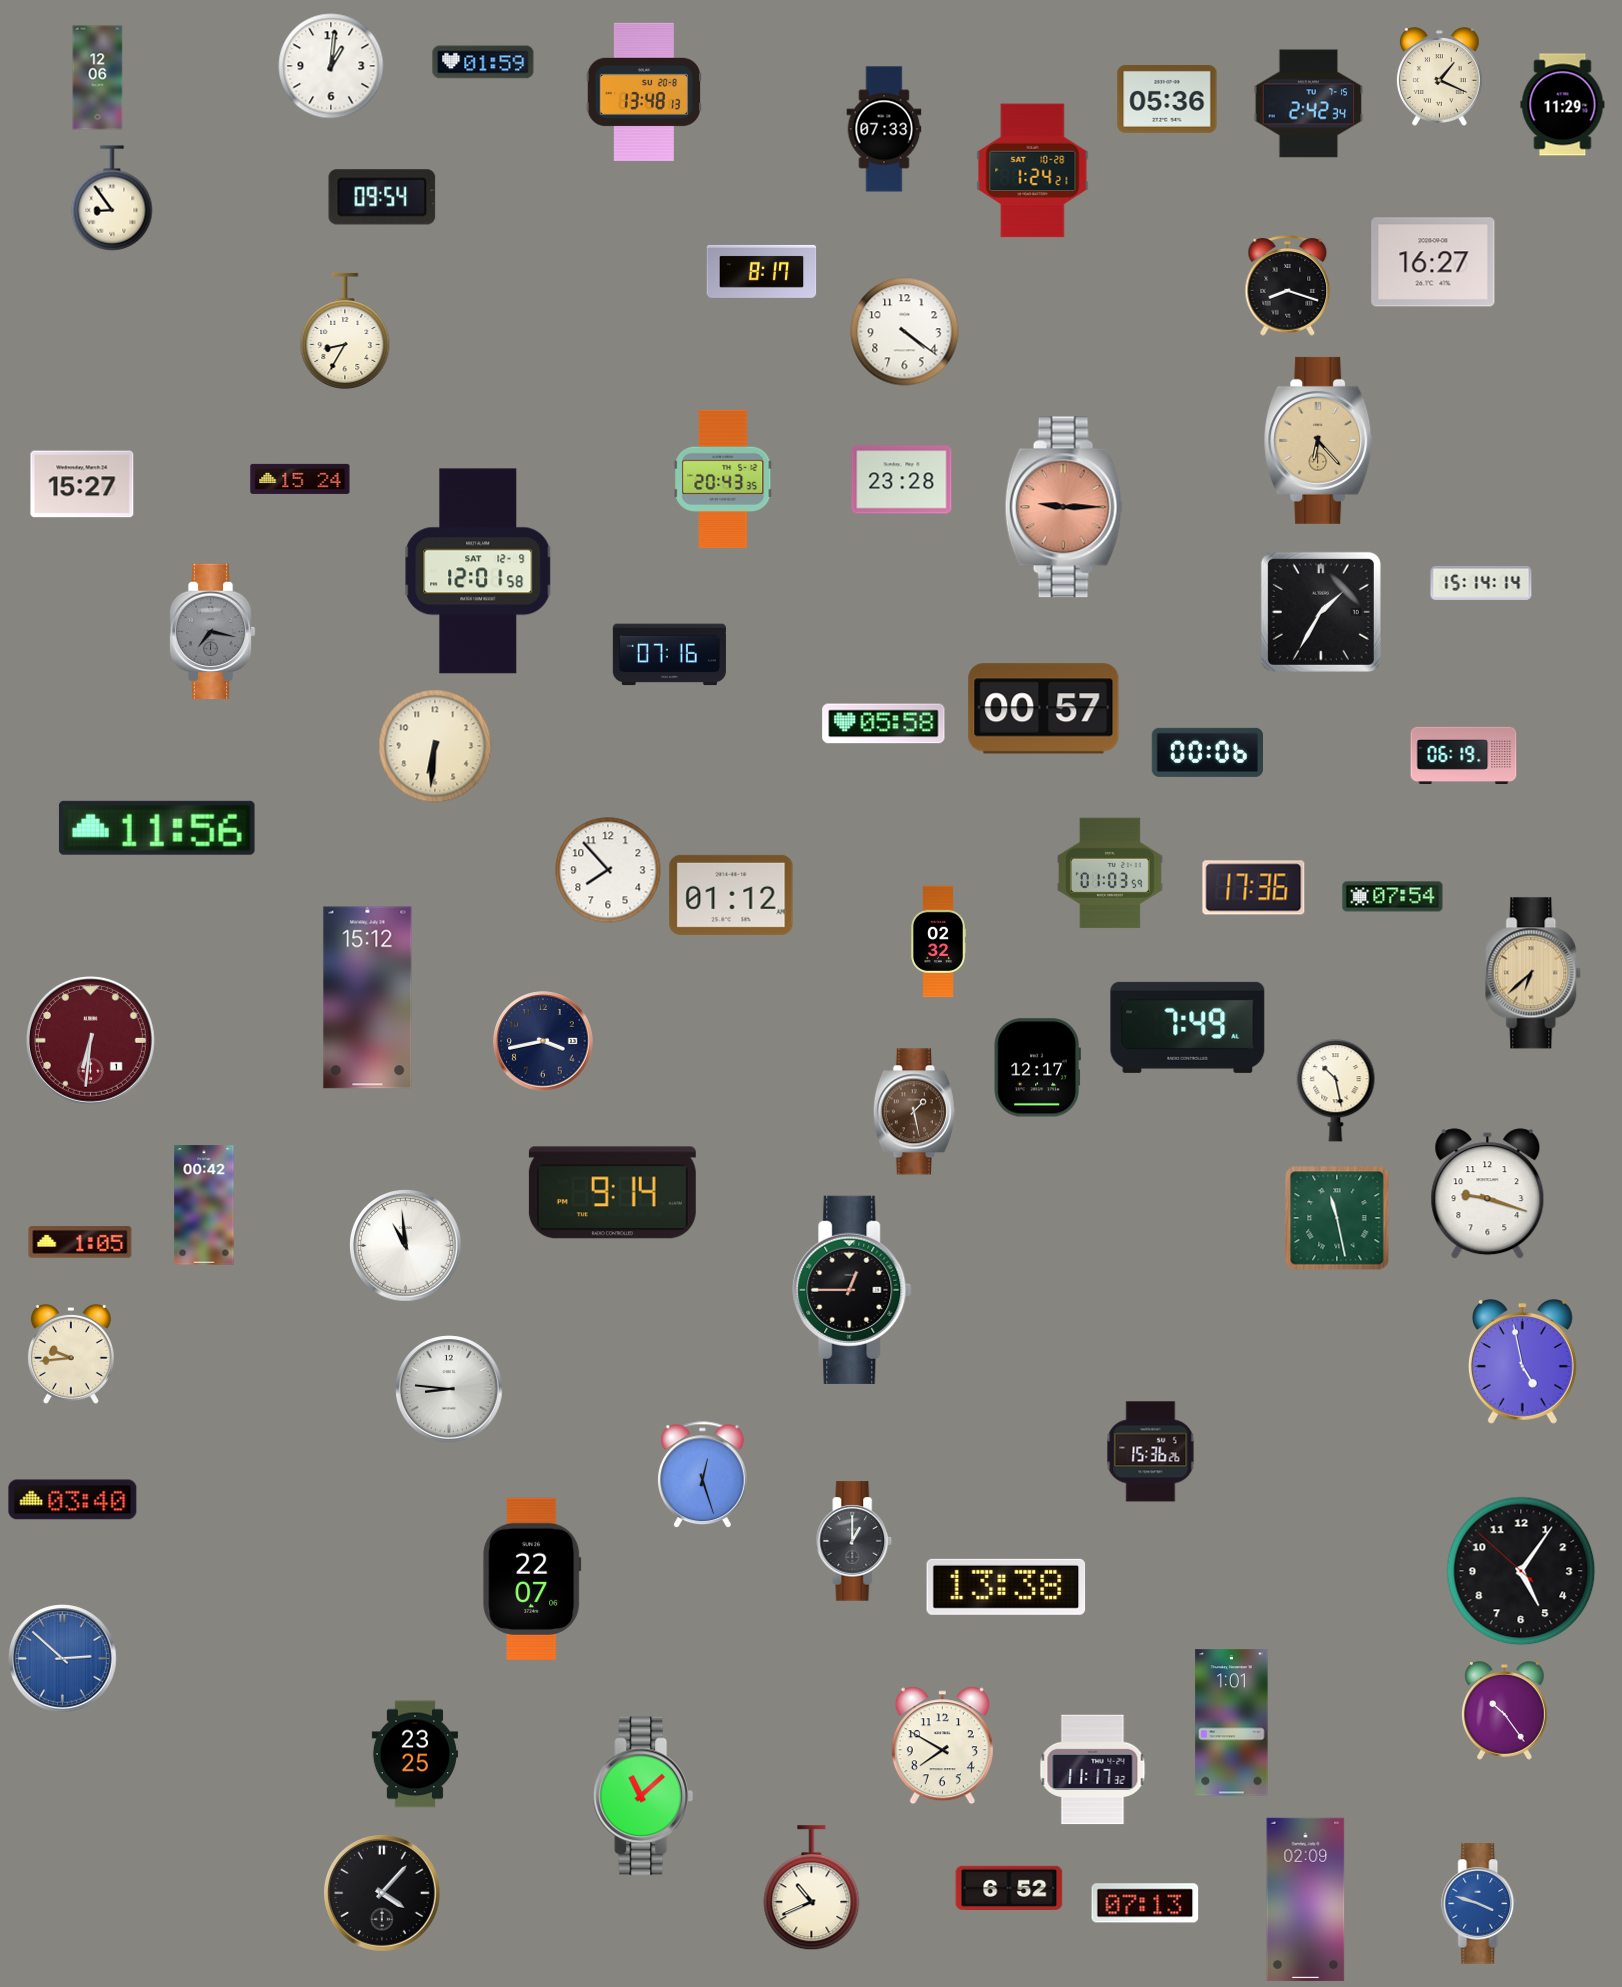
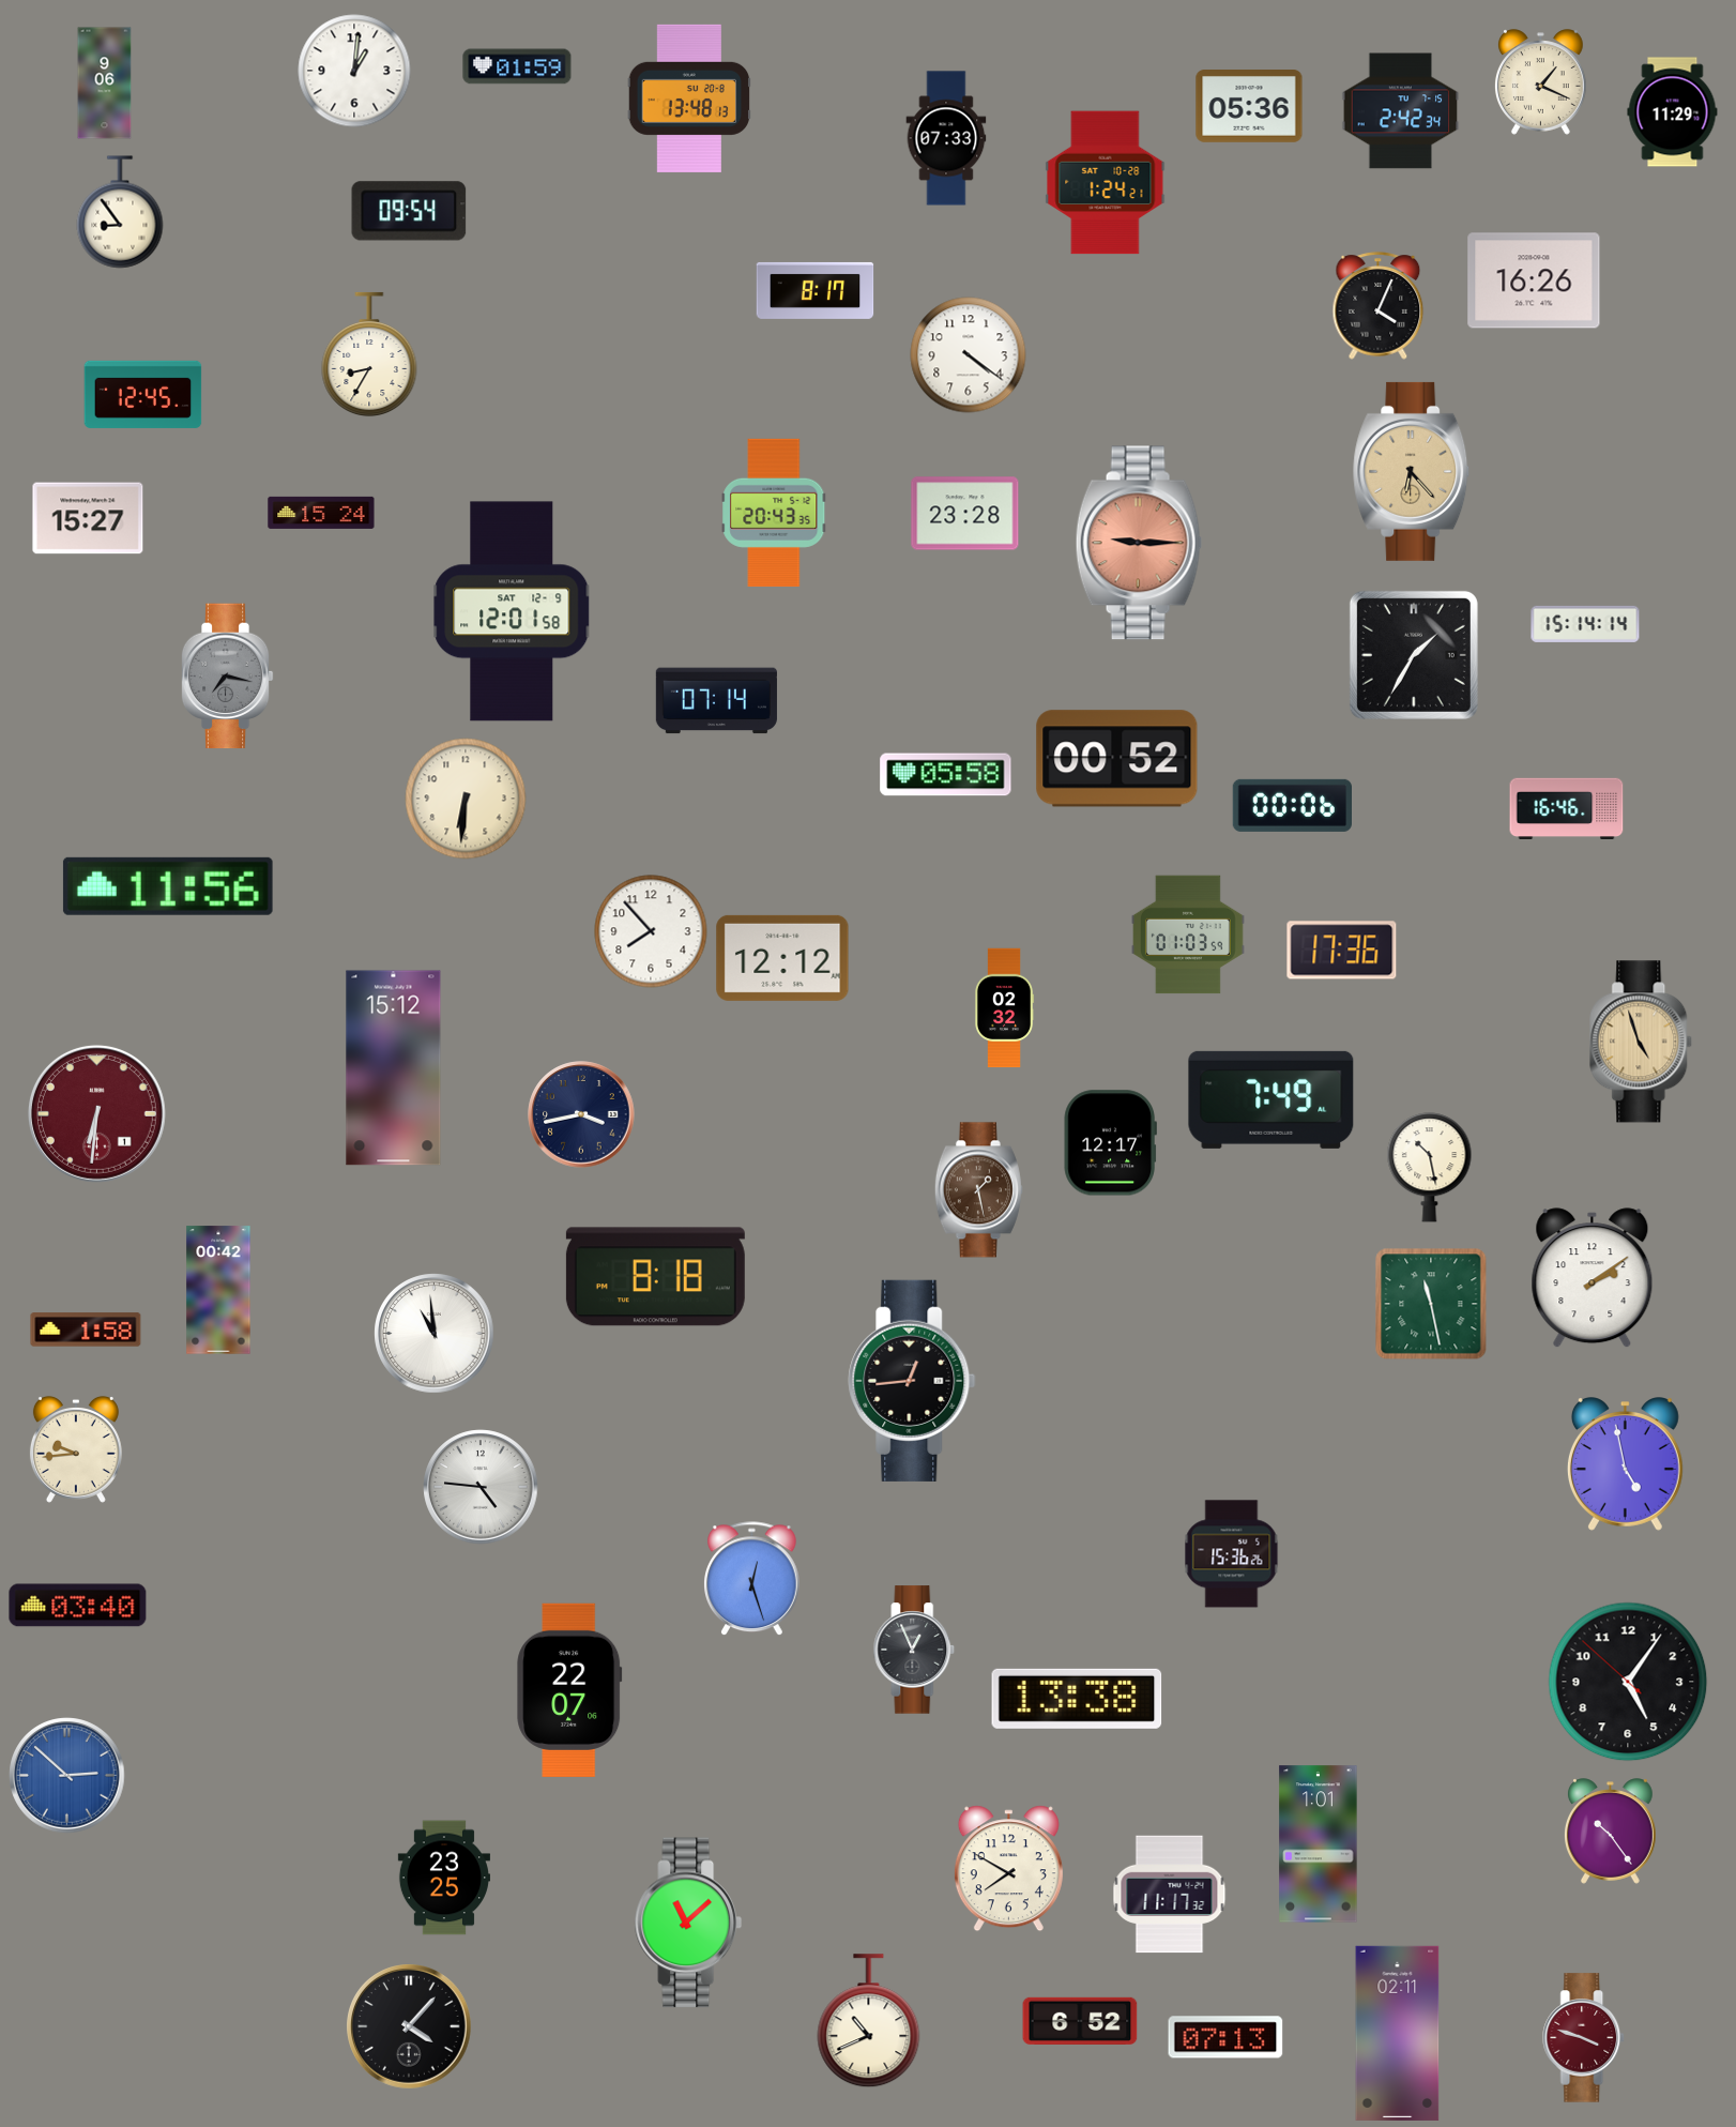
clock at (98, 78): 12:06 -> 9:06
clock at (1433, 262): 16:27 -> 16:26
clock at (1288, 286): 8:18 -> 4:04
clock at (143, 394): none -> 12:45
clock at (669, 655): 07:16 -> 07:14
clock at (1044, 709): 00:57 -> 00:52
clock at (1464, 756): 06:19 -> 16:46
clock at (731, 895): 01:12 -> 12:12
clock at (1393, 897): 07:54 -> none
clock at (1534, 973): 6:38 -> 4:57
clock at (612, 1193): 9:14 -> 8:18
clock at (1488, 1194): 9:18 -> 2:09
clock at (80, 1242): 1:05 -> 1:58
clock at (852, 1290): 12:45 -> 12:44
clock at (1522, 1362) position: (1522, 1362) -> (1625, 1464)
clock at (449, 1389): 8:46 -> 4:46
clock at (854, 1541): 1:00 -> 12:56
clock at (1306, 1899): 02:09 -> 02:11
clock at (1480, 1904) dial: blue -> burgundy
